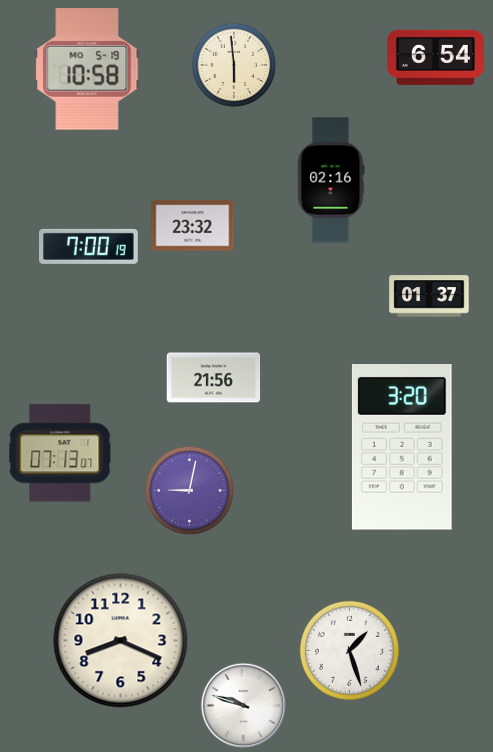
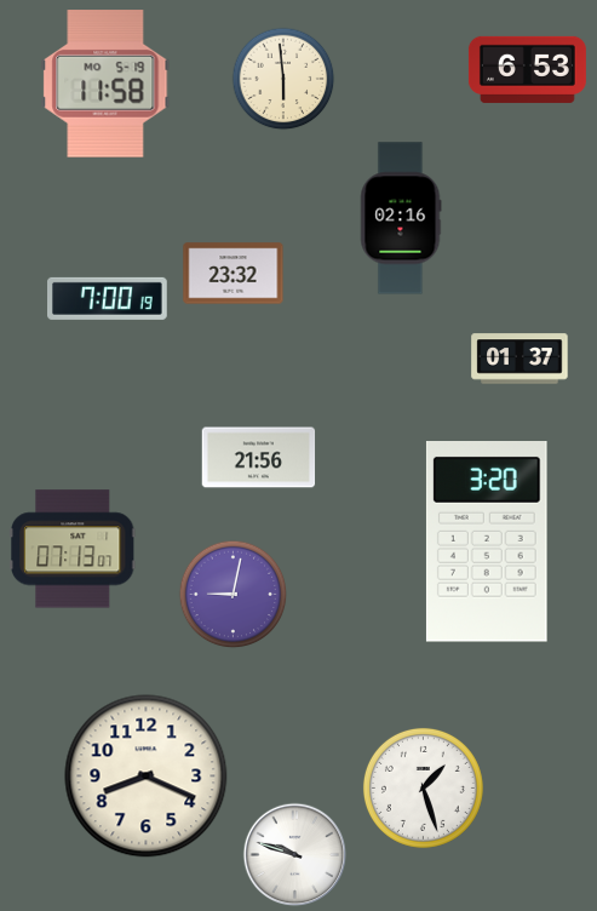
clock at (435, 57): 6:54 -> 6:53
clock at (87, 70): 10:58 -> 11:58
clock at (190, 491) position: (190, 491) -> (234, 595)
